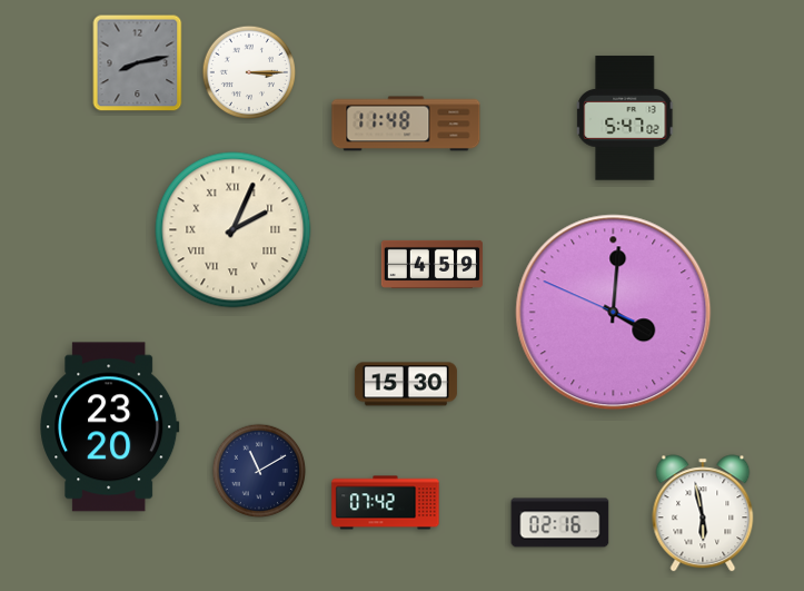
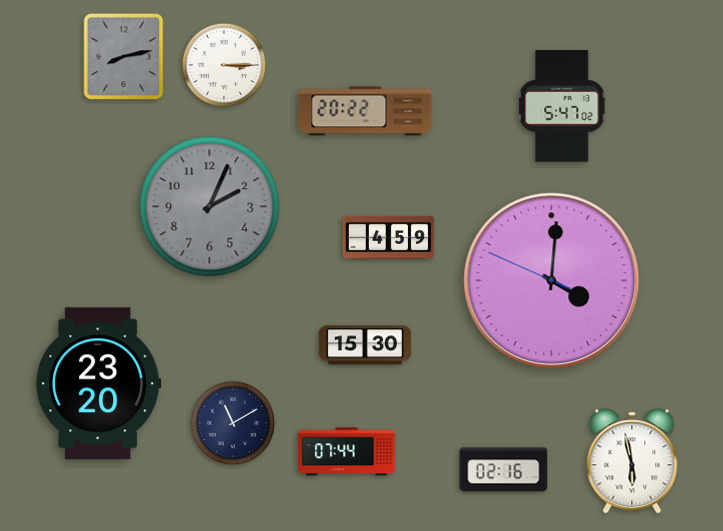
clock at (406, 124): 11:48 -> 20:22
clock at (234, 230) dial: cream -> grey
clock at (234, 230) numerals: Roman -> Arabic
clock at (386, 503): 07:42 -> 07:44
